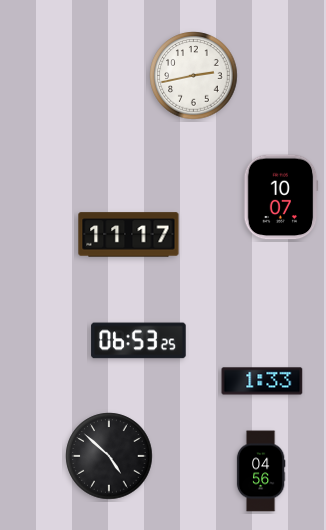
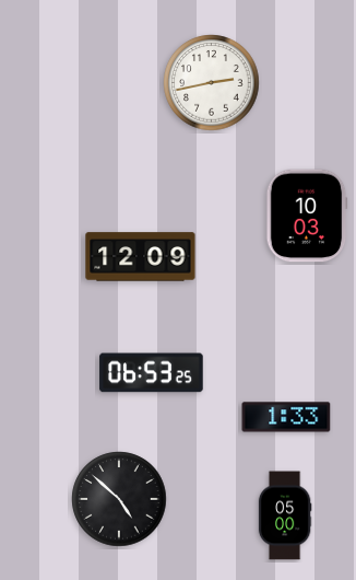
clock at (281, 197): 10:07 -> 10:03
clock at (129, 235): 11:17 -> 12:09
clock at (261, 471): 04:56 -> 05:00
